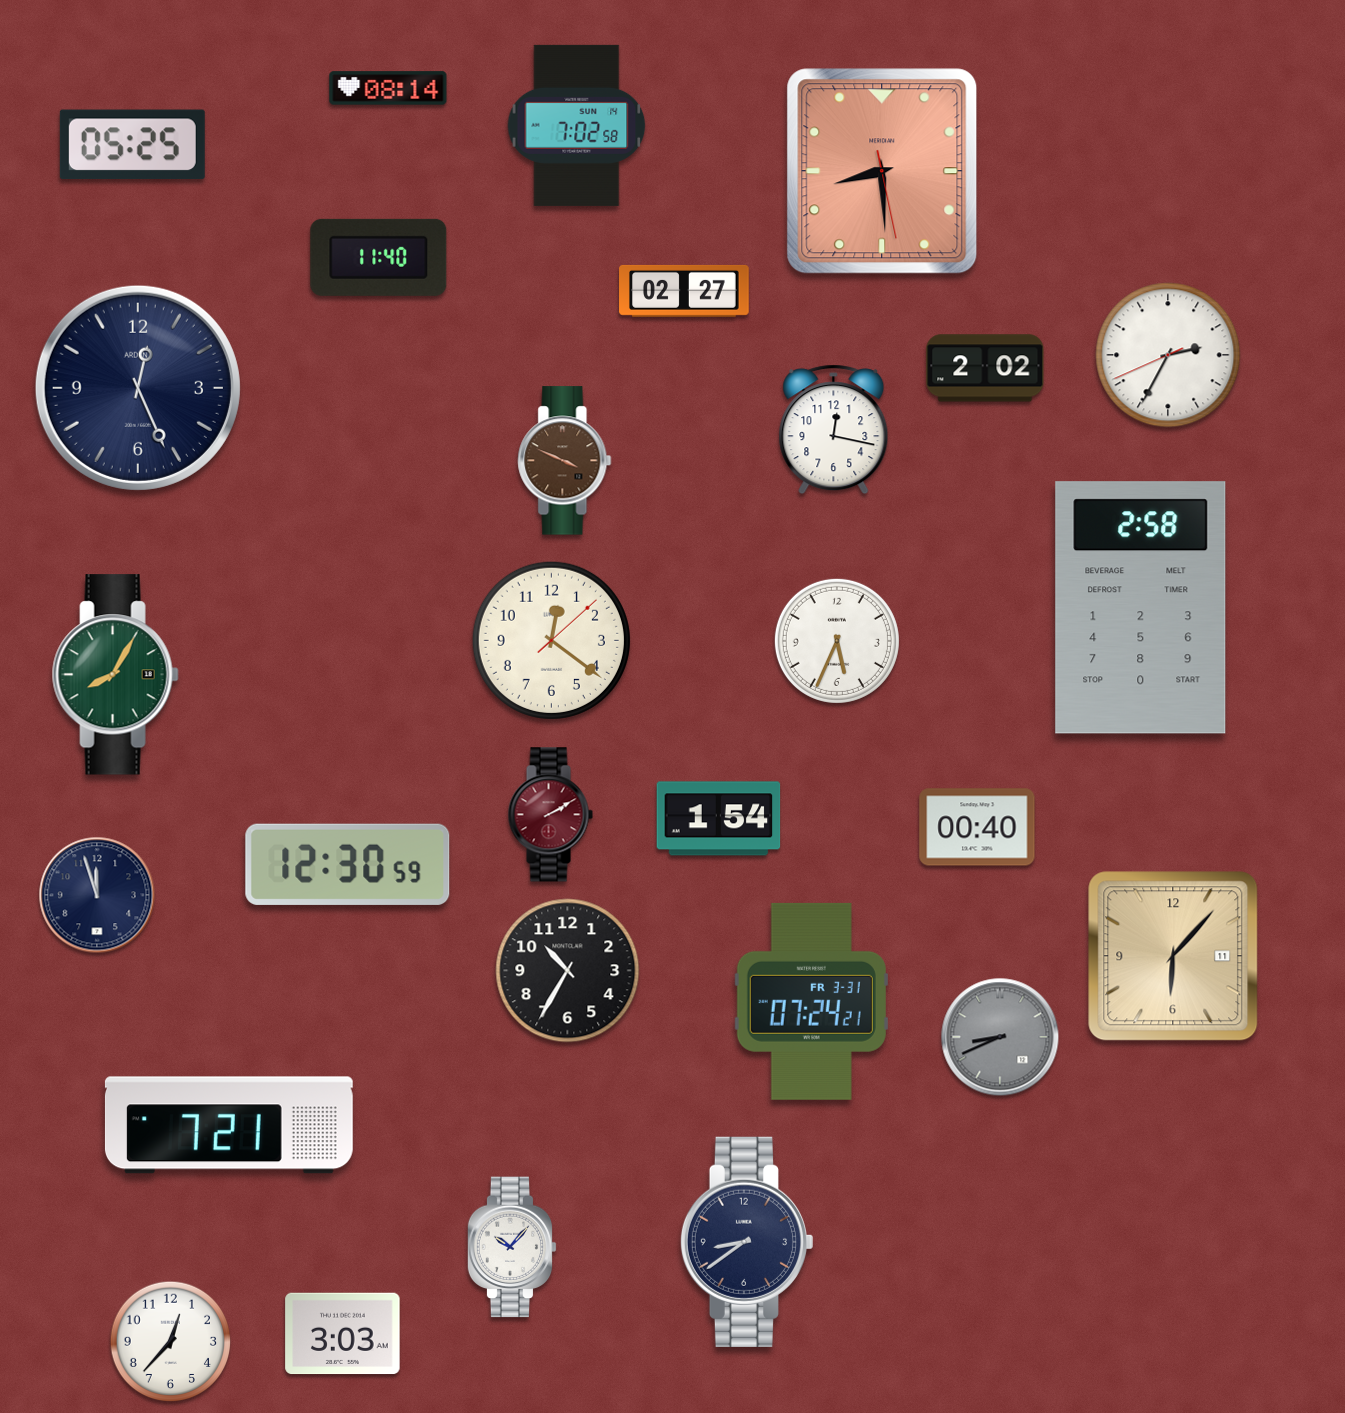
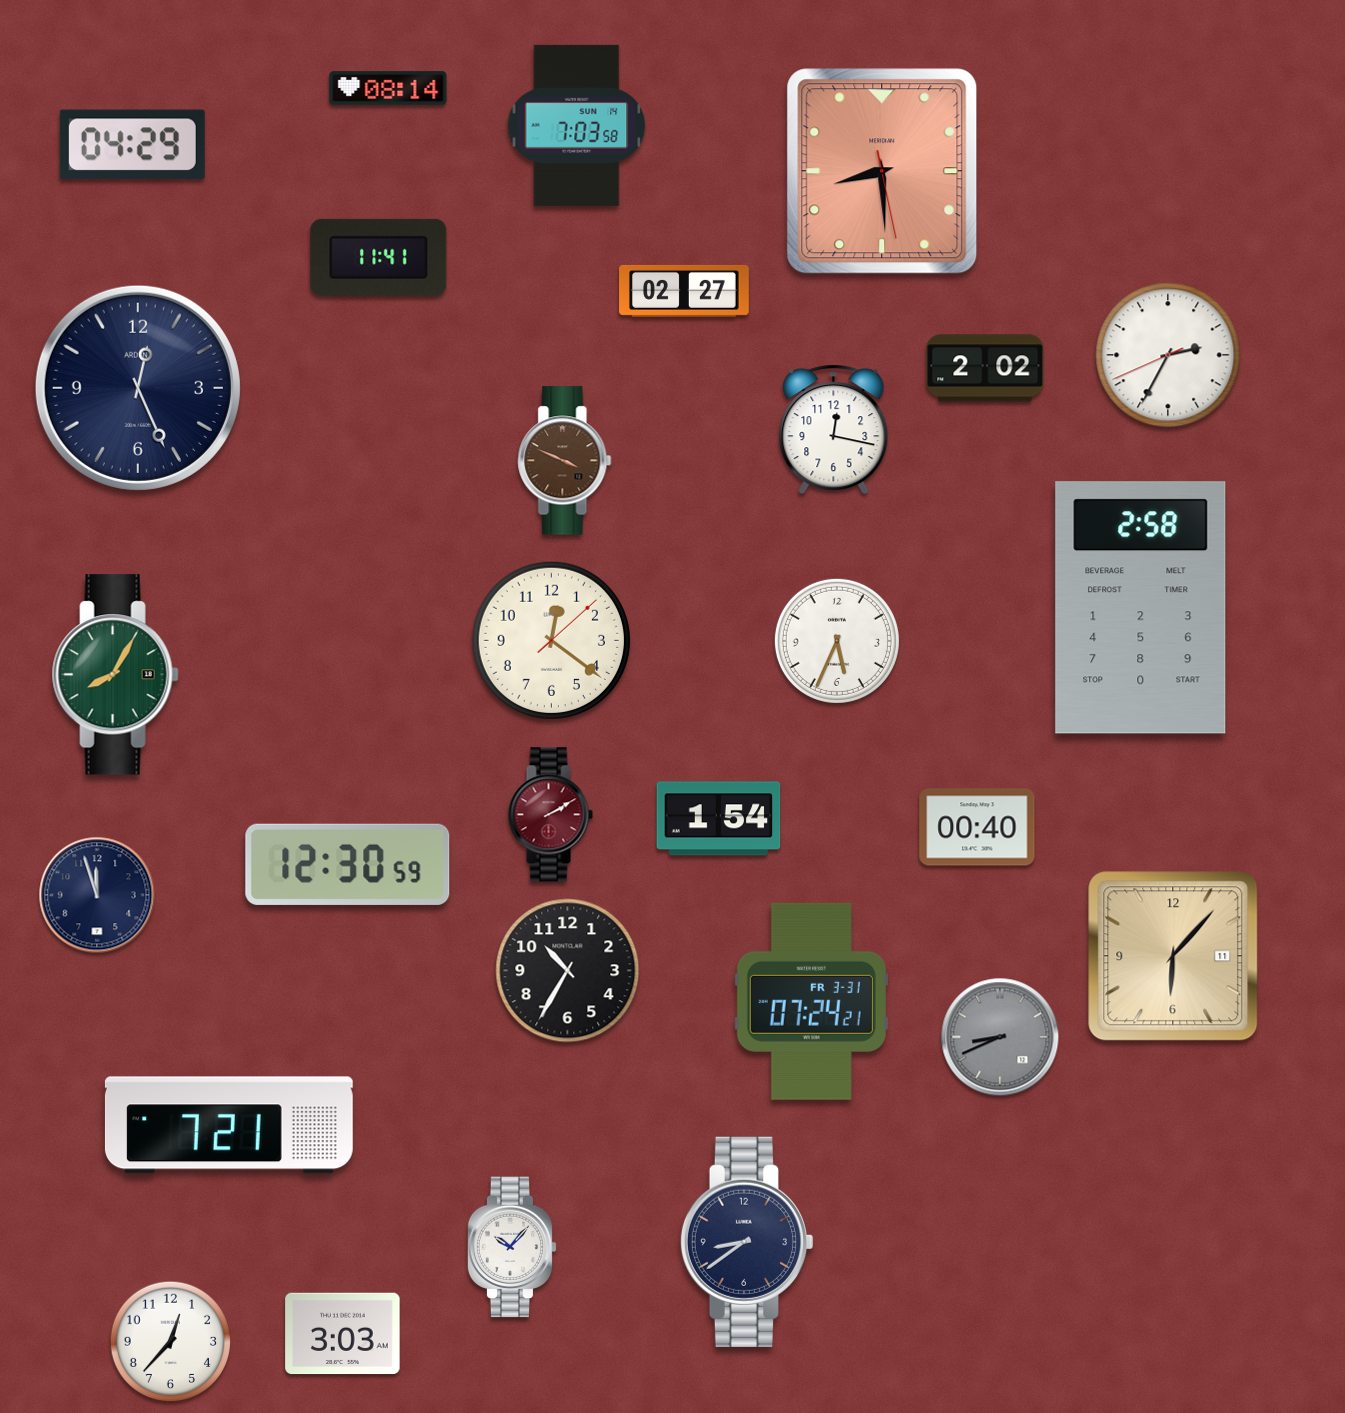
clock at (577, 125): 7:02 -> 7:03
clock at (132, 144): 05:25 -> 04:29
clock at (379, 257): 11:40 -> 11:41
